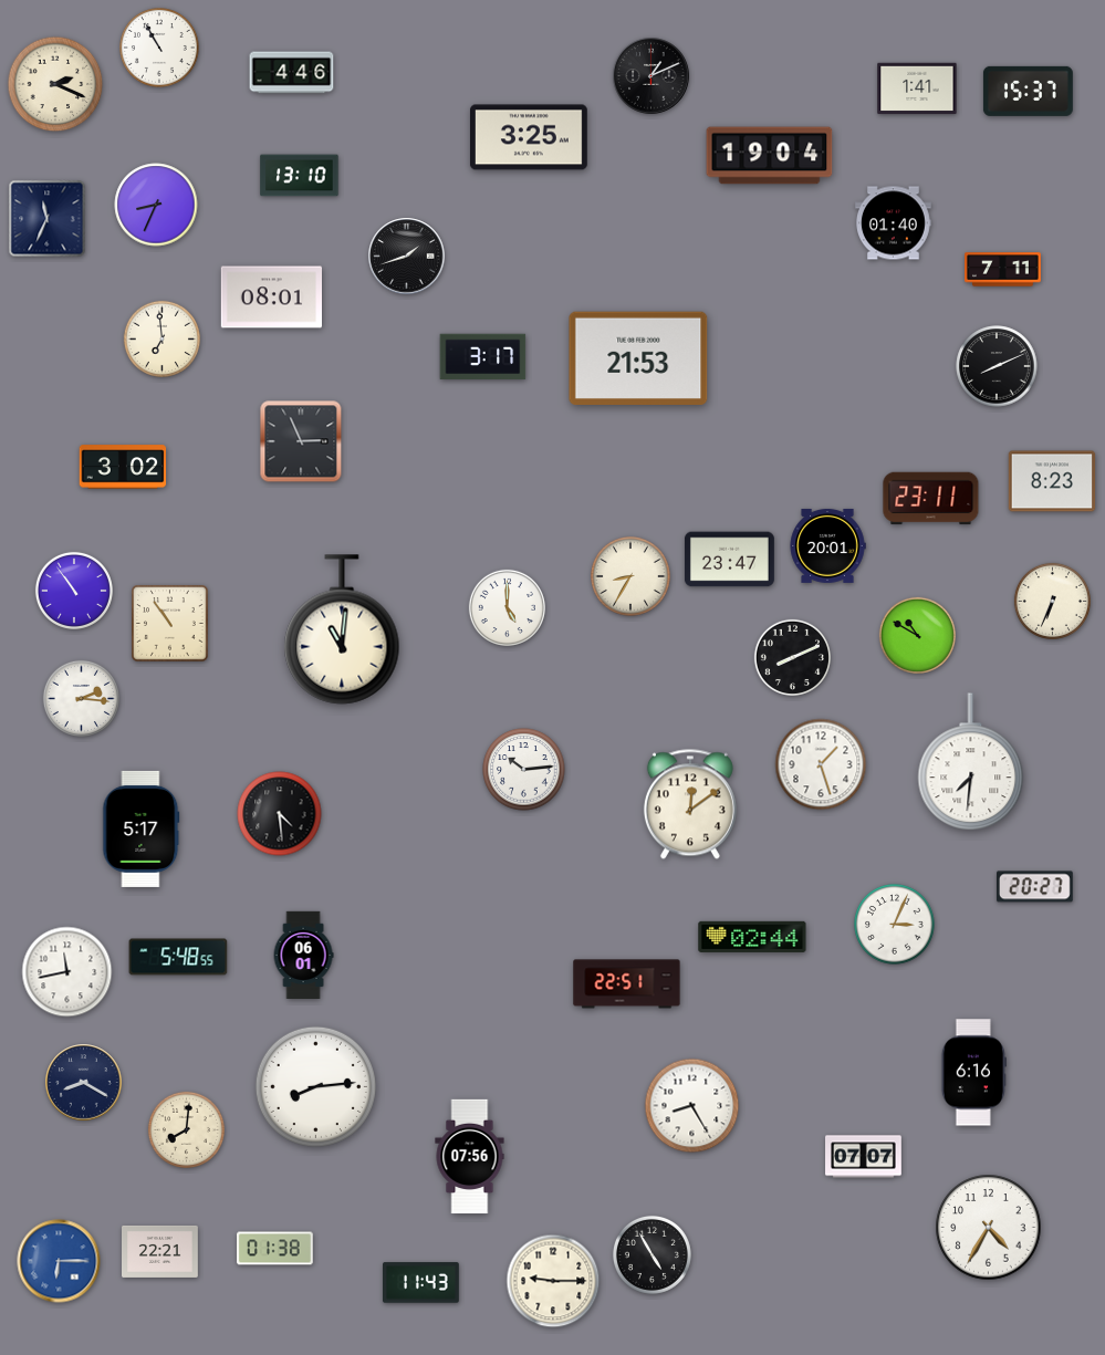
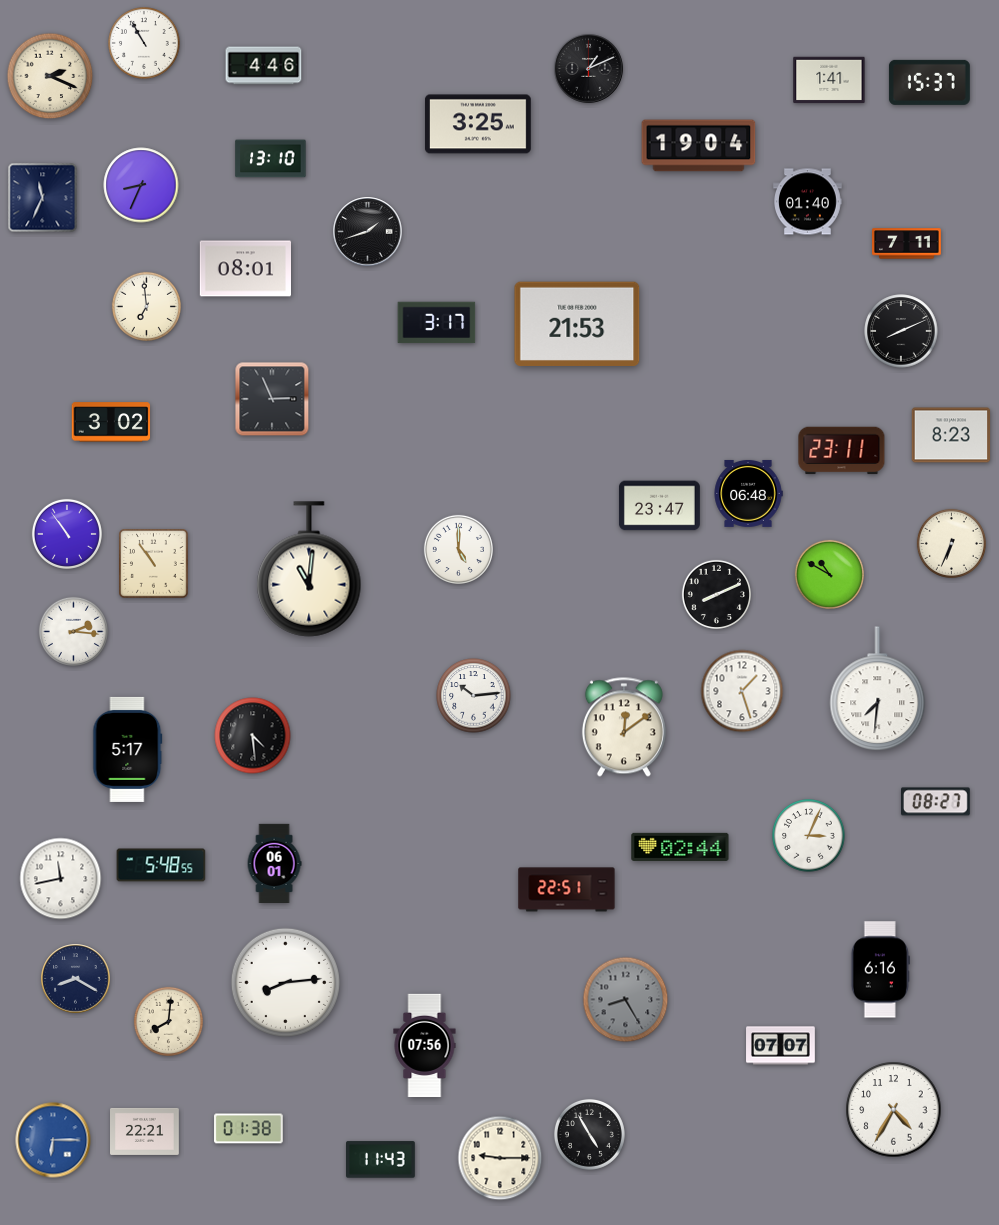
clock at (770, 156) position: (770, 156) -> (699, 146)
clock at (827, 545): 20:01 -> 06:48
clock at (632, 577): 8:35 -> none
clock at (1034, 887): 20:27 -> 08:27
clock at (692, 1106) dial: white -> grey
